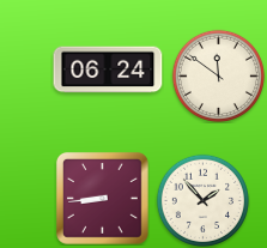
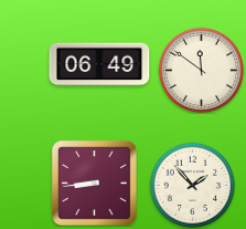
clock at (108, 69): 06:24 -> 06:49
clock at (202, 200) position: (202, 200) -> (192, 185)
